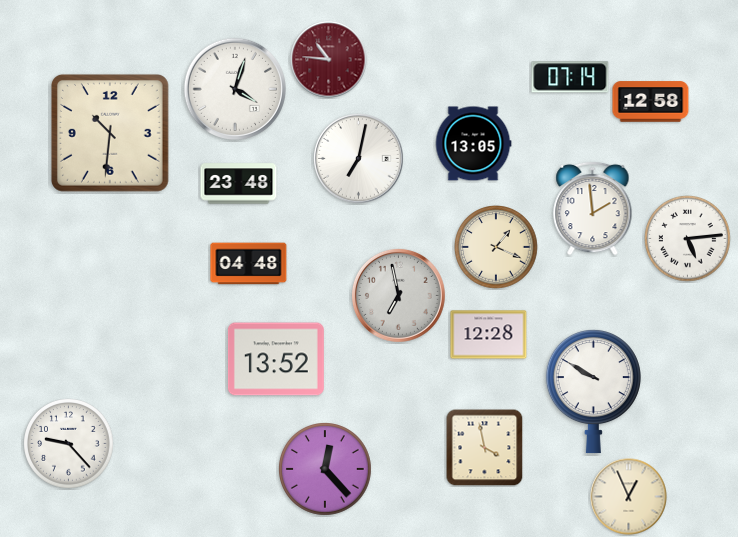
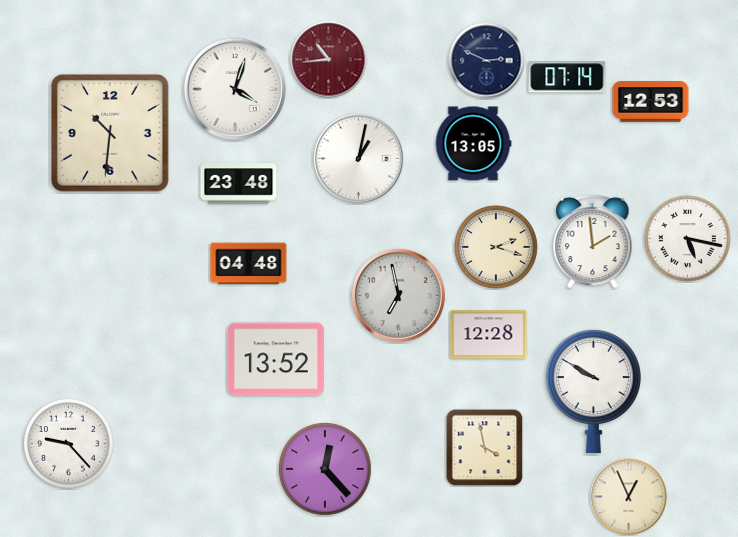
clock at (329, 60): 10:46 -> 10:44
clock at (487, 61): none -> 2:49
clock at (570, 77) position: (570, 77) -> (567, 77)
clock at (651, 102): 12:58 -> 12:53
clock at (359, 159): 7:02 -> 1:02
clock at (593, 208) position: (593, 208) -> (593, 241)
clock at (688, 239): 5:14 -> 5:17
clock at (496, 247): 1:19 -> 2:18
